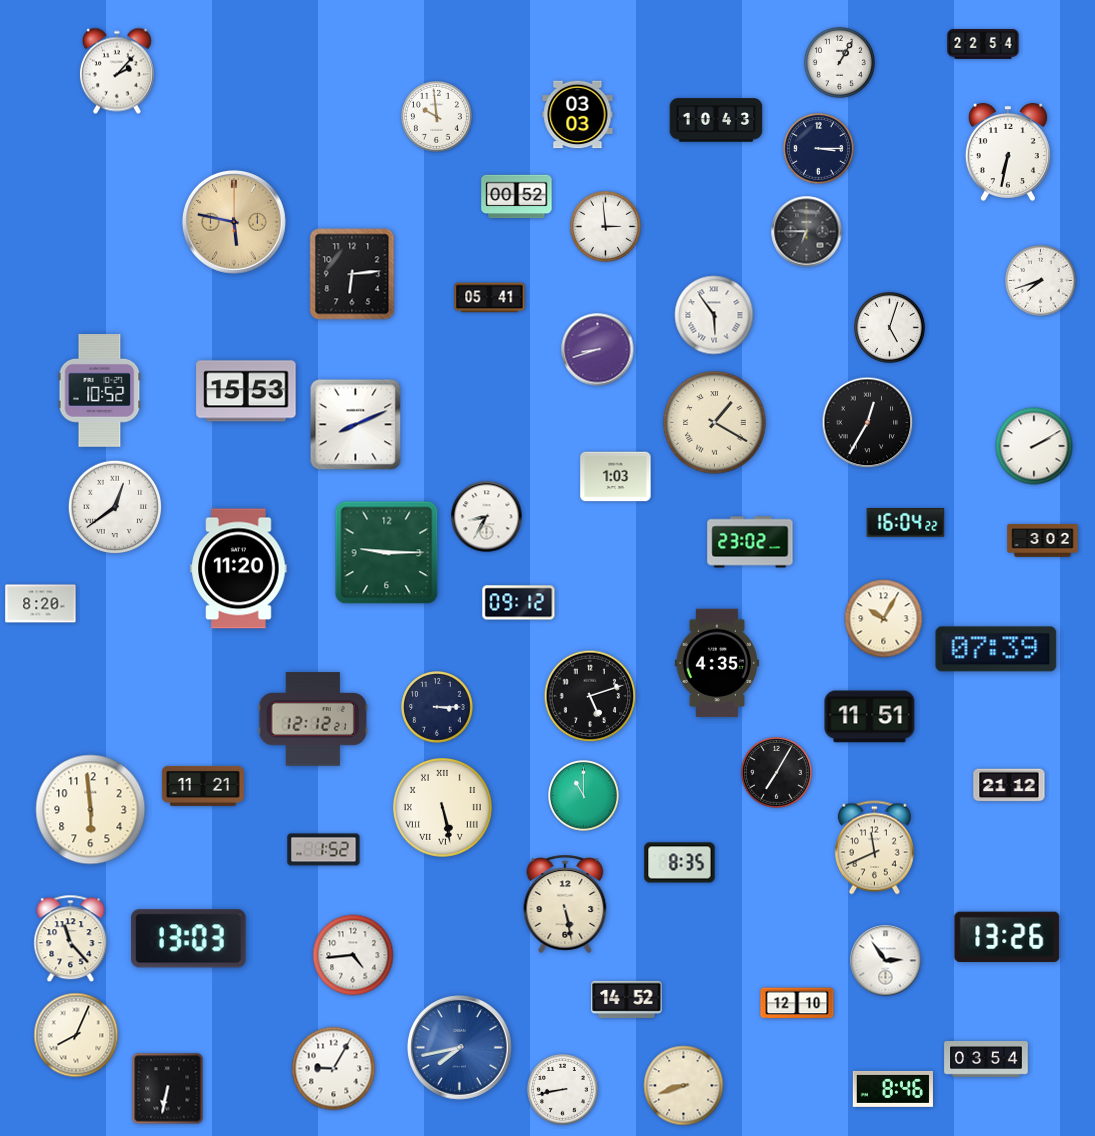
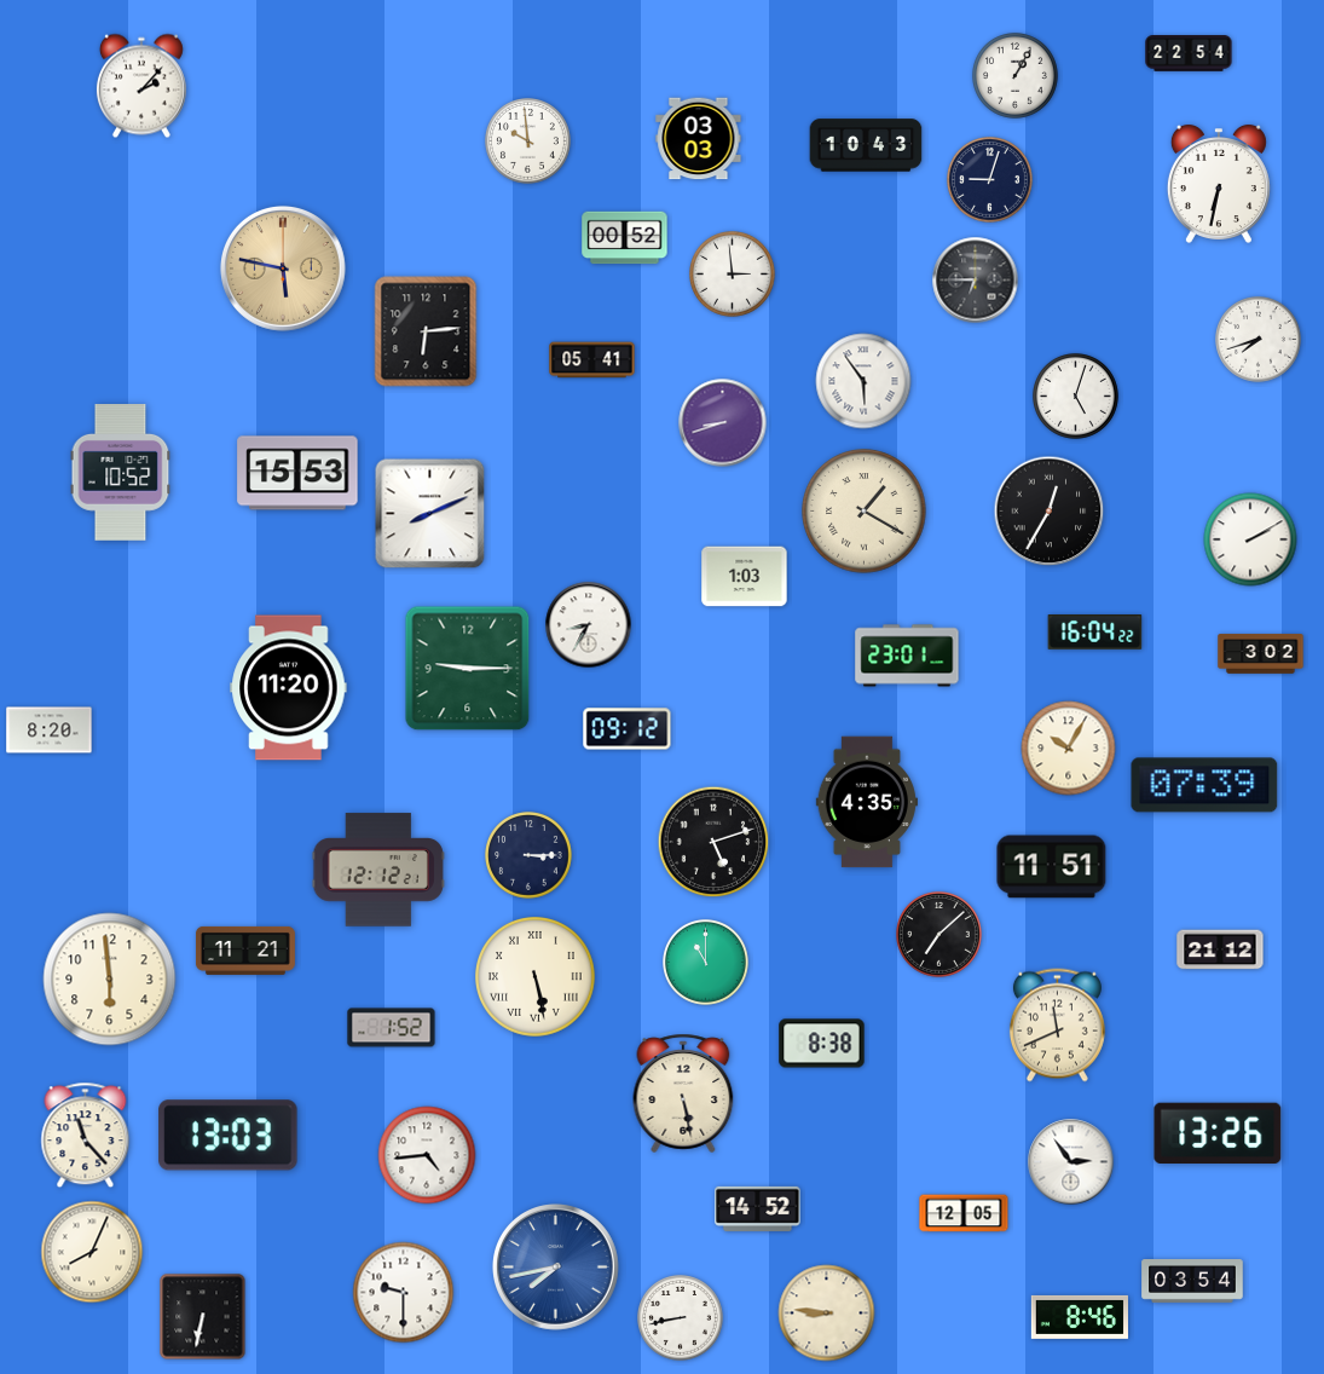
clock at (819, 149): 3:15 -> 9:03
clock at (115, 507): 12:39 -> none
clock at (750, 542): 23:02 -> 23:01
clock at (777, 773): 7:05 -> 7:08
clock at (680, 863): 8:35 -> 8:38
clock at (797, 1003): 12:10 -> 12:05
clock at (334, 1069): 9:05 -> 9:30
clock at (684, 1086): 8:42 -> 8:46
